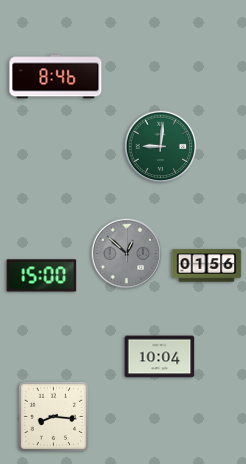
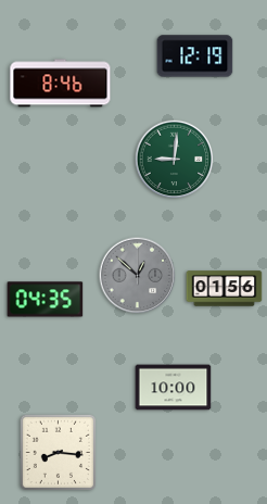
clock at (195, 56): none -> 12:19
clock at (42, 276): 15:00 -> 04:35
clock at (160, 357): 10:04 -> 10:00
